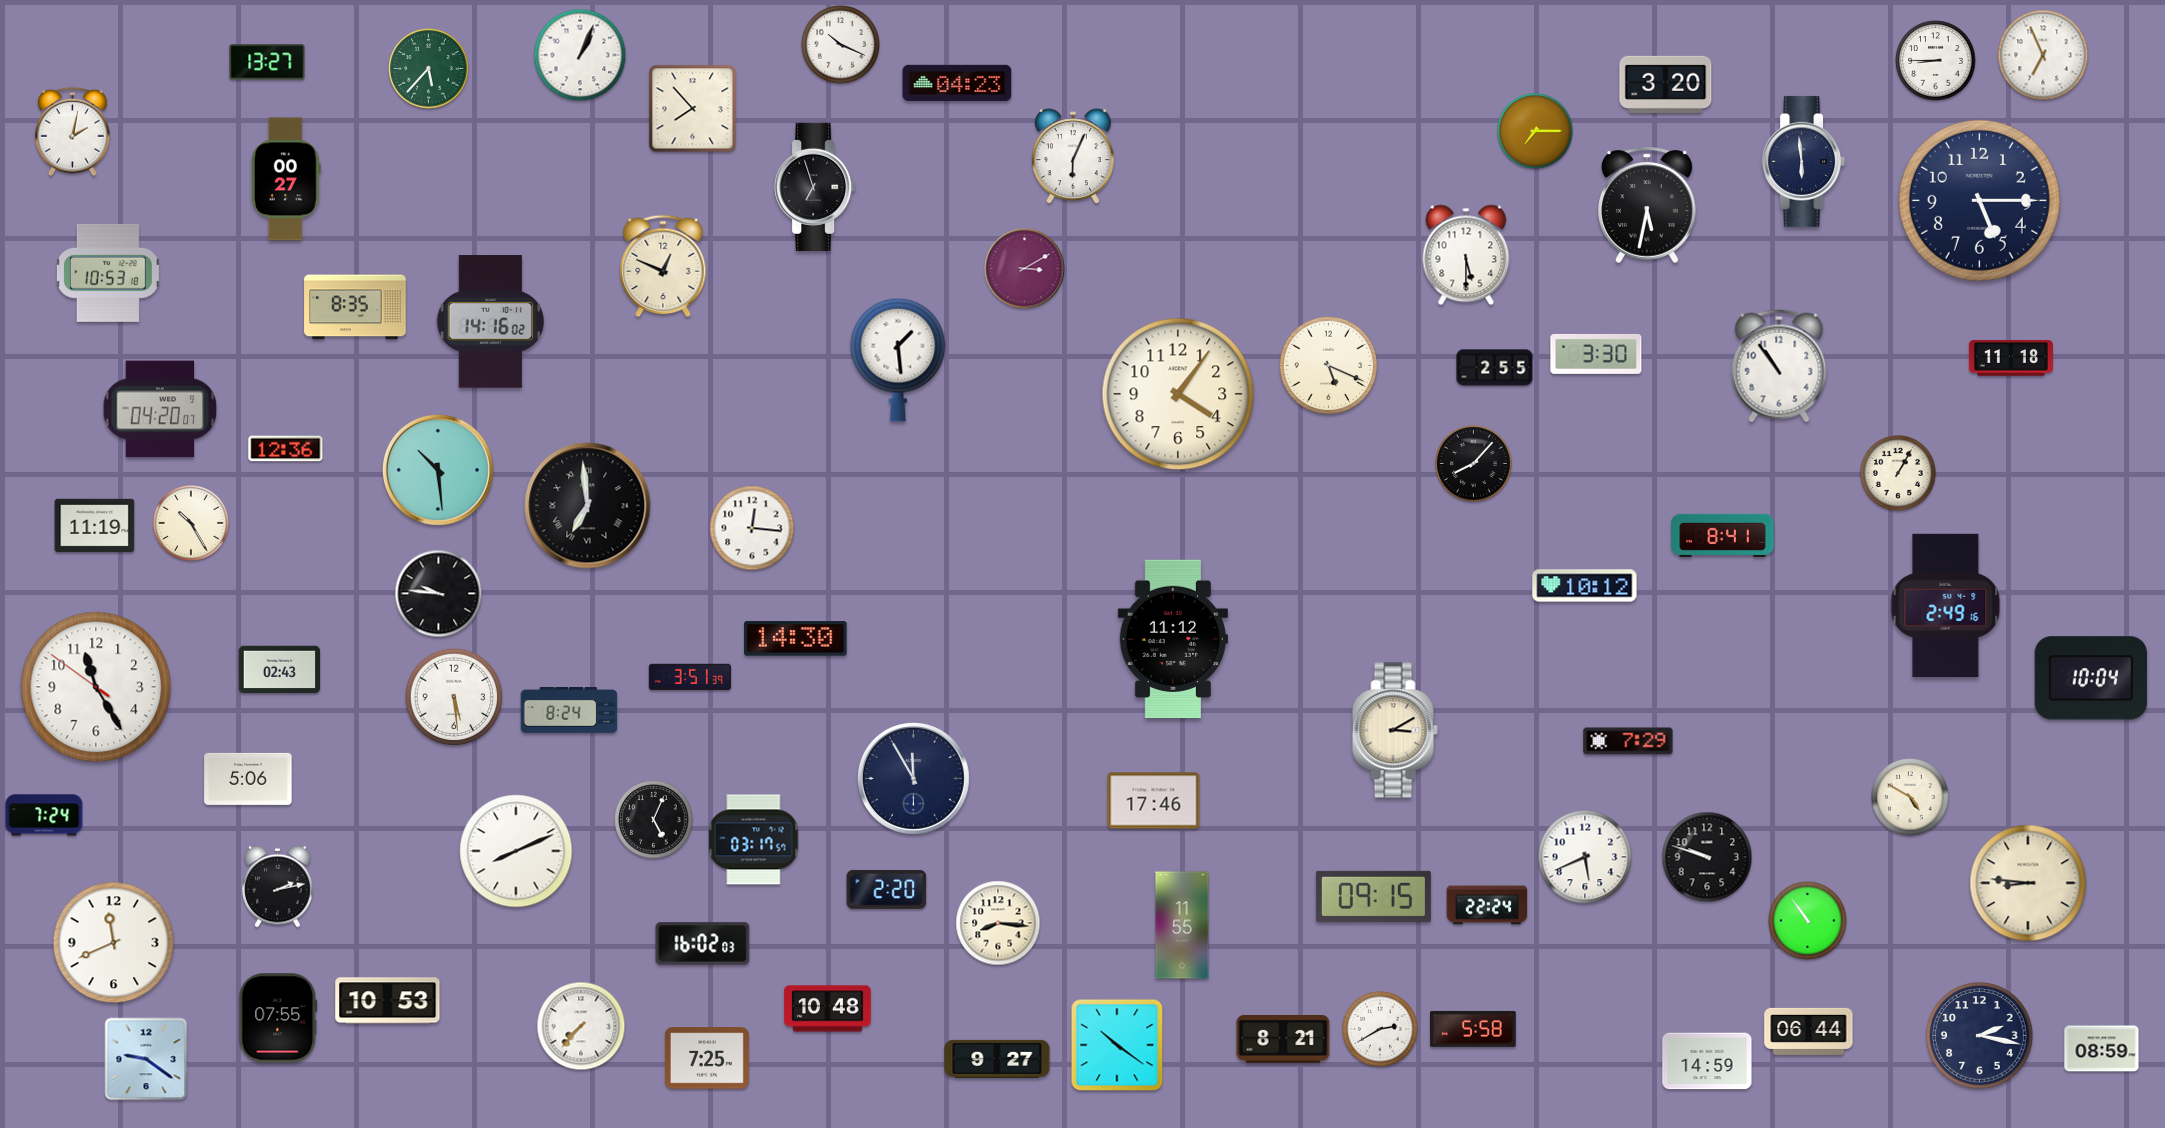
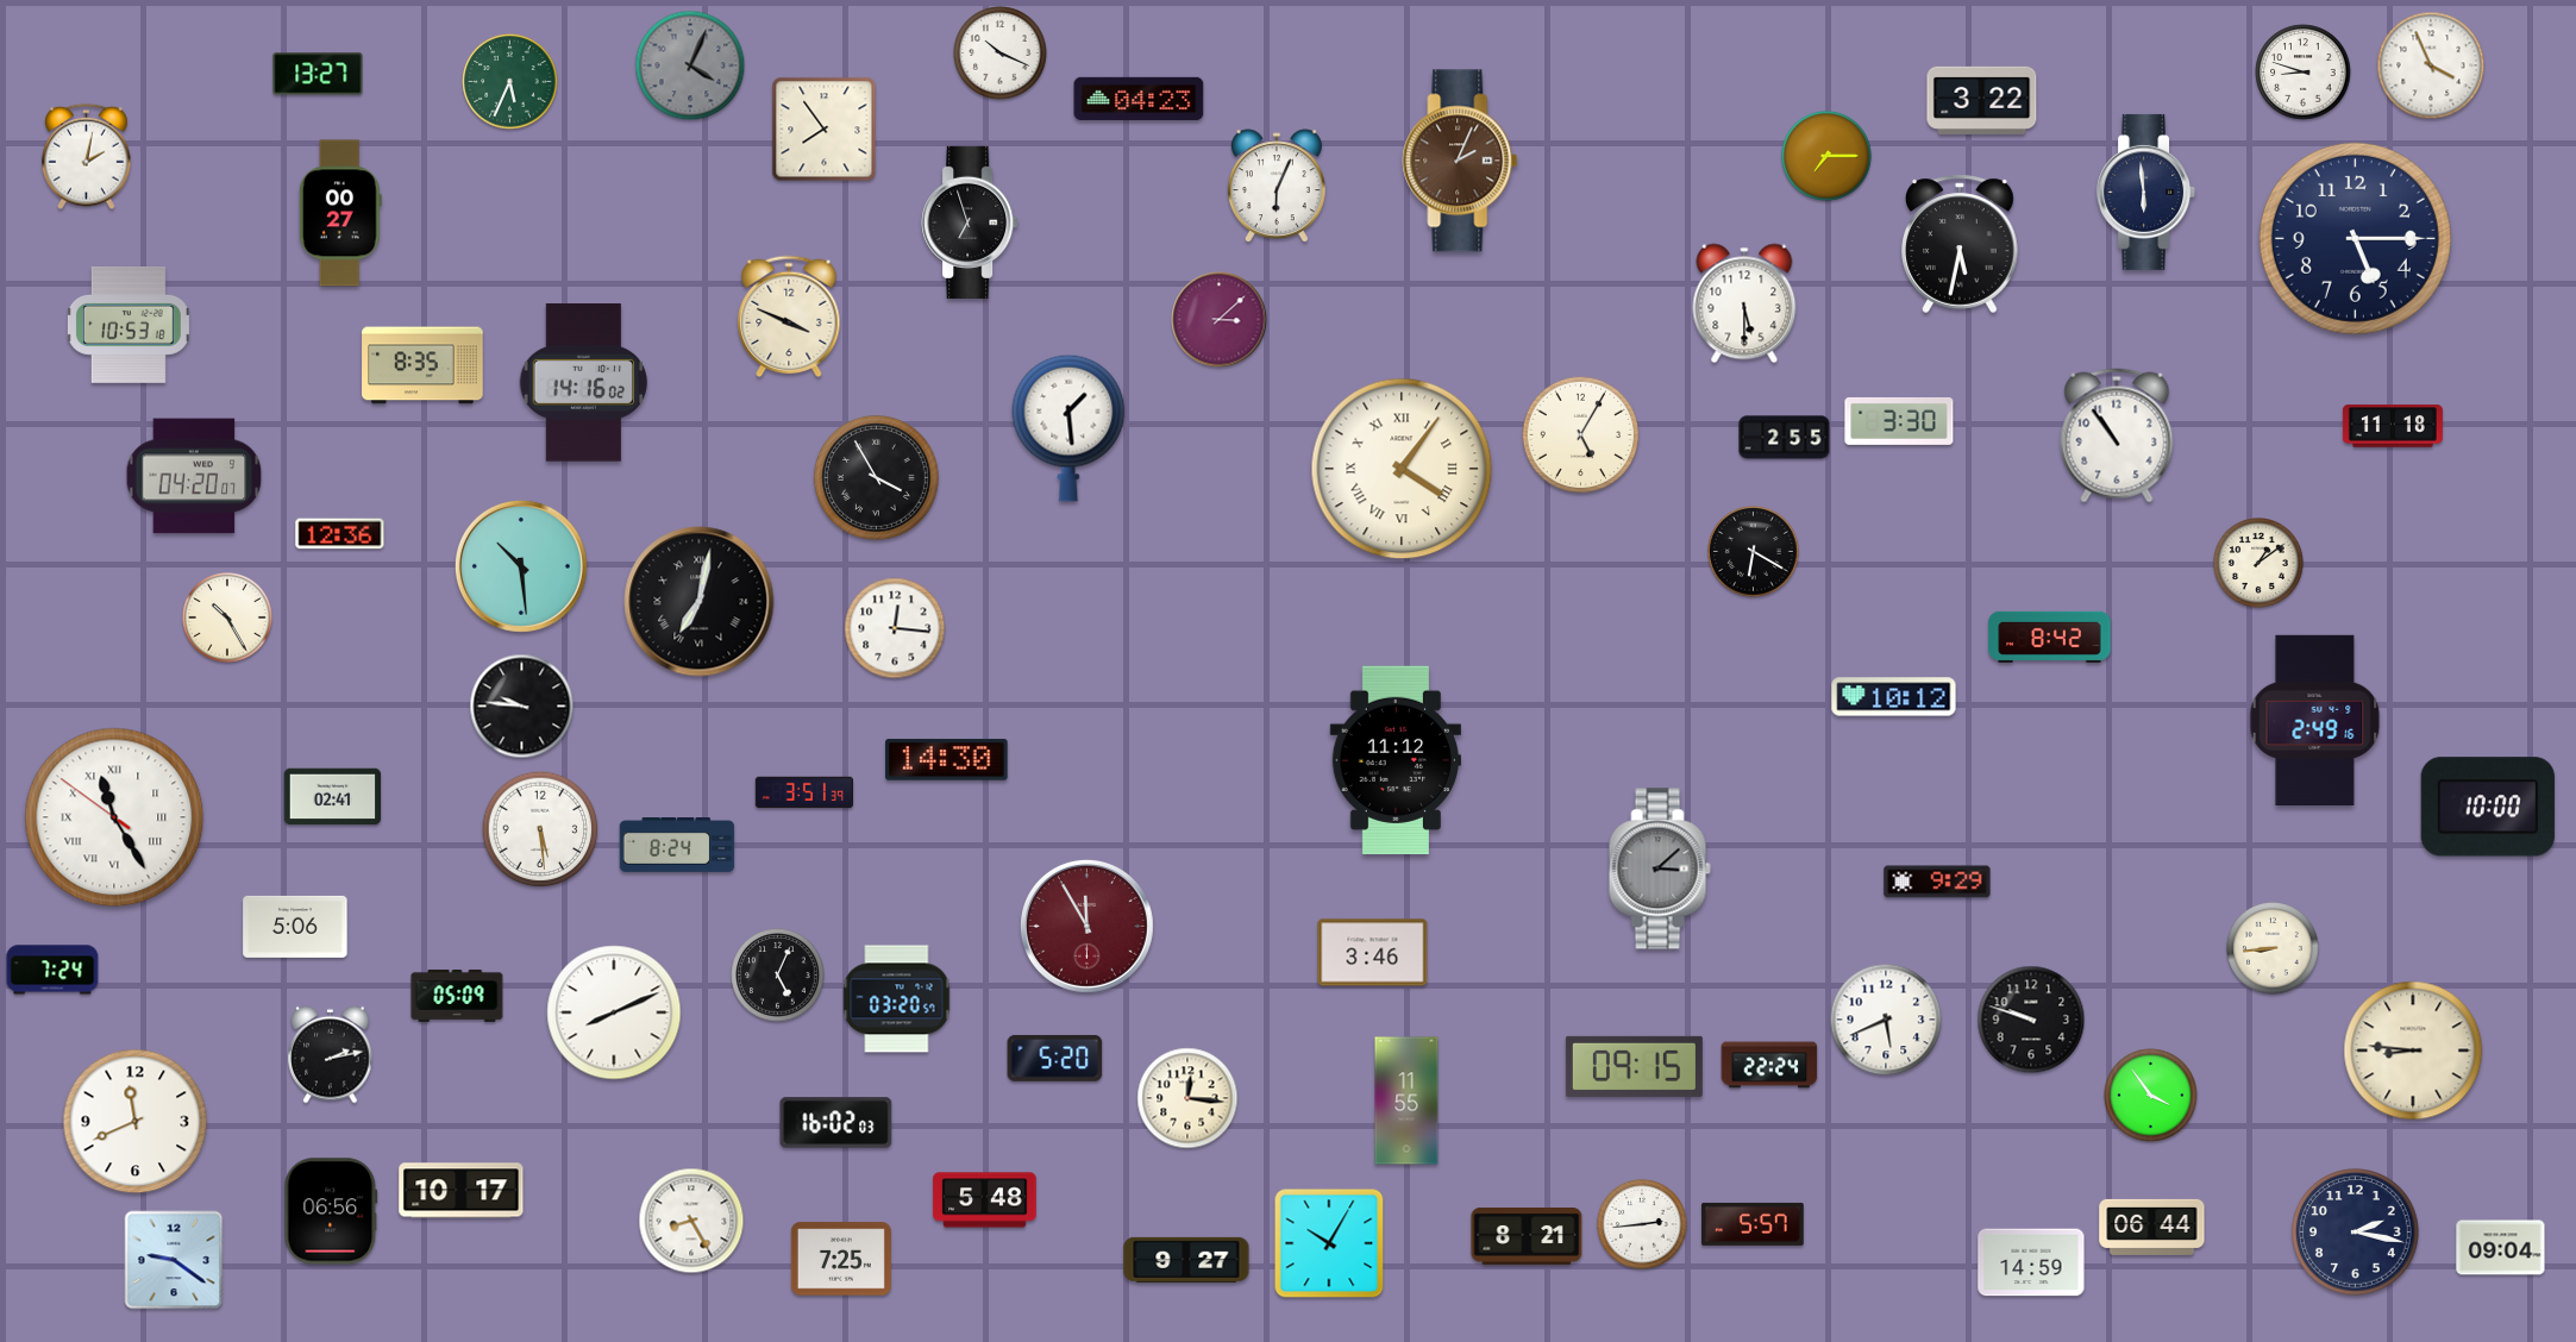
clock at (580, 55): 1:04 -> 4:04
clock at (580, 55) dial: white -> grey
clock at (2043, 55): 6:56 -> 3:56
clock at (1936, 61): 8:45 -> 8:48
clock at (429, 69): 5:37 -> 5:34
clock at (1666, 84): 3:20 -> 3:22
clock at (693, 109): 7:53 -> 7:54
clock at (1460, 161): none -> 2:04
clock at (663, 266): 12:49 -> 3:49
clock at (1025, 269): 3:10 -> 3:08
clock at (1329, 366): 5:19 -> 5:05
clock at (1495, 368) position: (1495, 368) -> (1785, 438)
clock at (1178, 394) numerals: Arabic -> Roman
clock at (876, 477): none -> 3:55
clock at (160, 409) position: (160, 409) -> (194, 476)
clock at (1474, 464): 8:07 -> 6:20
clock at (438, 470) position: (438, 470) -> (521, 566)
clock at (1899, 474): 1:05 -> 1:09
clock at (588, 506): 6:59 -> 7:02
clock at (192, 524) position: (192, 524) -> (228, 619)
clock at (95, 526): 11:19 -> none
clock at (1723, 535): 8:41 -> 8:42
clock at (1585, 586) position: (1585, 586) -> (1894, 697)
clock at (280, 670): 02:43 -> 02:41
clock at (690, 677) position: (690, 677) -> (804, 792)
clock at (2091, 678): 10:04 -> 10:00
clock at (96, 687) numerals: Arabic -> Roman
clock at (1395, 730): 3:10 -> 3:08
clock at (1395, 730) dial: cream -> grey
clock at (1628, 741): 7:29 -> 9:29
clock at (913, 778) dial: navy -> burgundy
clock at (1910, 797): 4:50 -> 8:44
clock at (1154, 801): 17:46 -> 3:46
clock at (457, 996): none -> 05:09
clock at (754, 840): 03:17 -> 03:20
clock at (887, 890): 2:20 -> 5:20
clock at (1487, 905) position: (1487, 905) -> (1769, 1065)
clock at (1808, 921): 10:54 -> 3:54
clock at (998, 923): 8:16 -> 12:16
clock at (388, 1001): 10:53 -> 10:17
clock at (828, 1009): 10:48 -> 5:48
clock at (278, 1018): 07:55 -> 06:56
clock at (581, 1026): 7:37 -> 8:25
clock at (1474, 1029): 5:58 -> 5:57
clock at (1381, 1030): 2:40 -> 2:44
clock at (1117, 1045): 10:21 -> 10:05
clock at (2102, 1049): 08:59 -> 09:04
